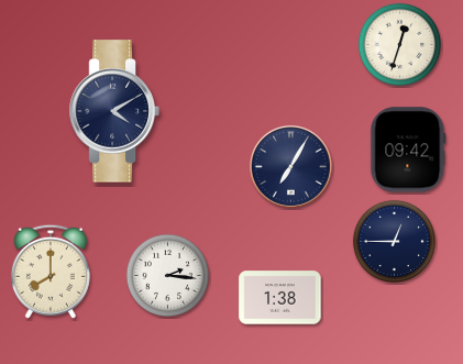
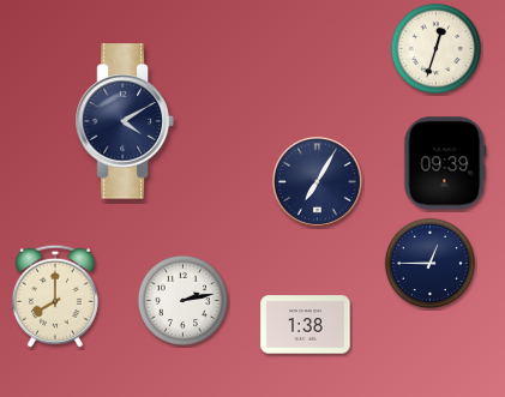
clock at (408, 150): 09:42 -> 09:39
clock at (167, 275): 2:16 -> 2:13
